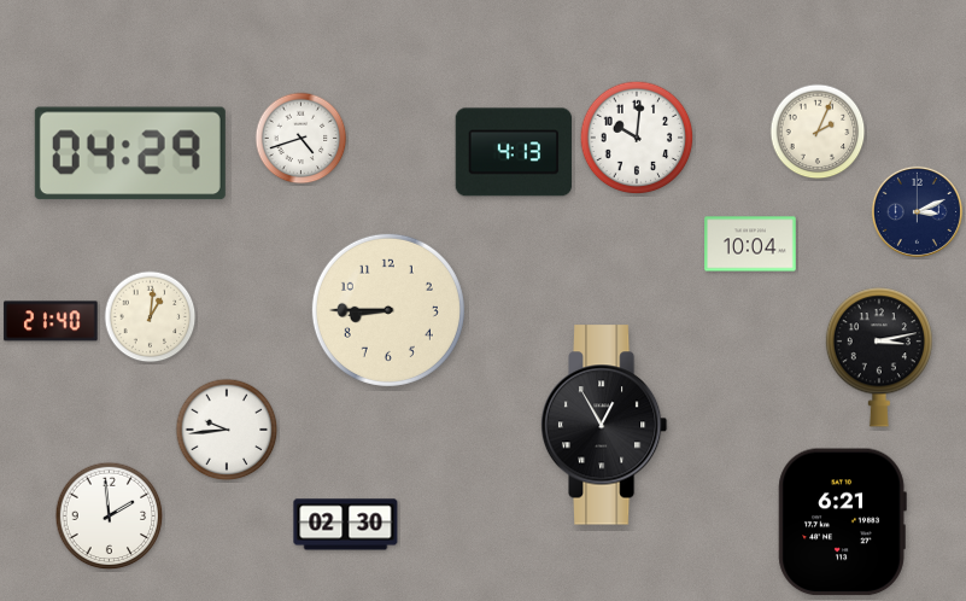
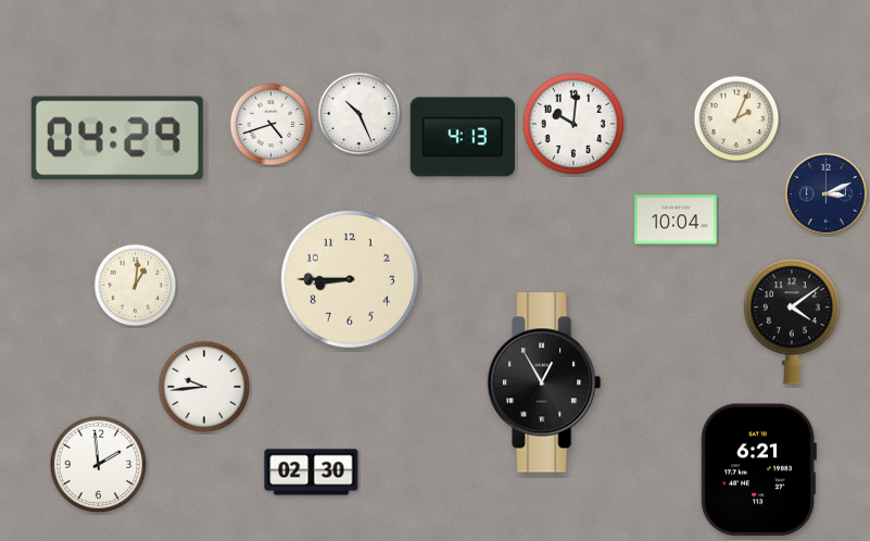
clock at (360, 114): none -> 10:26
clock at (917, 211) position: (917, 211) -> (825, 193)
clock at (51, 321): 21:40 -> none
clock at (879, 357): 3:13 -> 4:09
